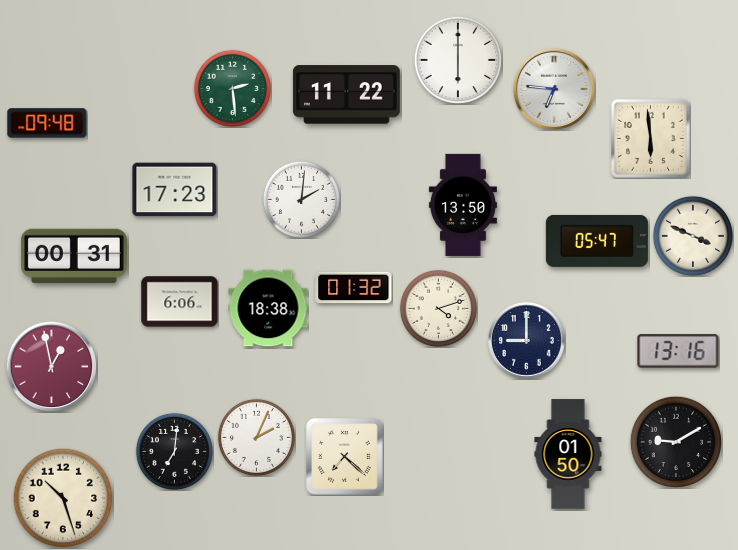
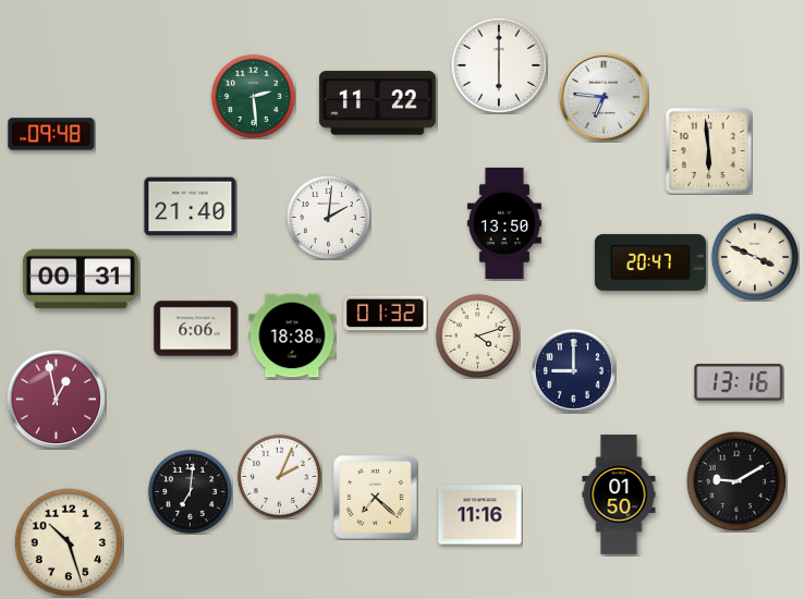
clock at (175, 190): 17:23 -> 21:40
clock at (597, 241): 05:47 -> 20:47
clock at (480, 515): none -> 11:16
